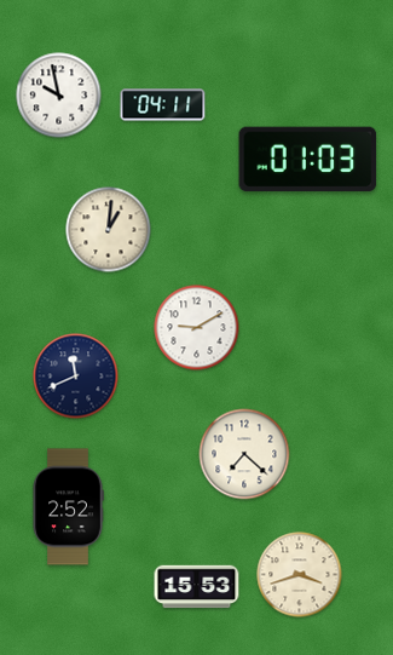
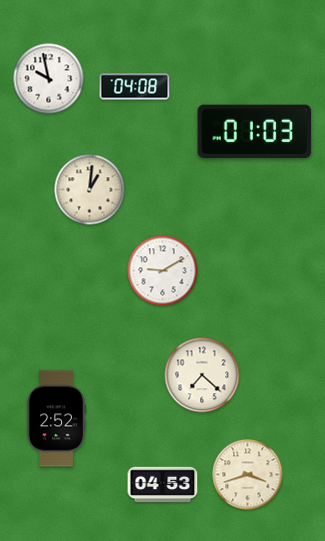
clock at (163, 105): 04:11 -> 04:08
clock at (76, 377): 11:41 -> none
clock at (197, 587): 15:53 -> 04:53
